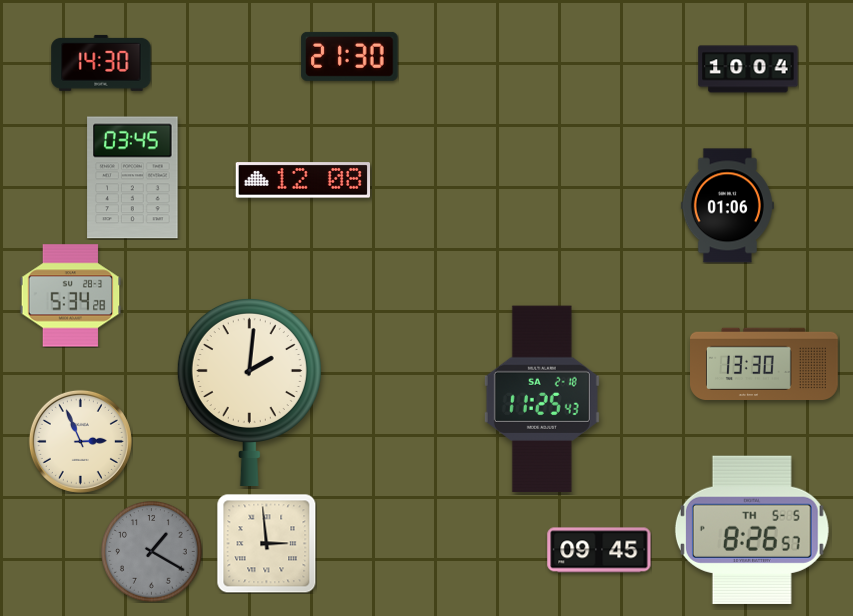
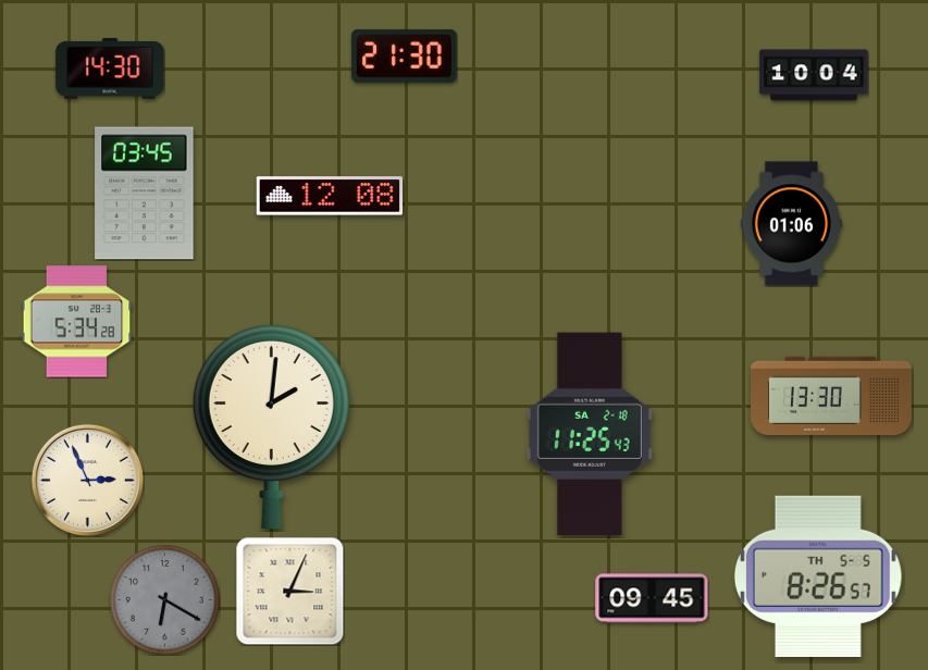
clock at (350, 56) position: (350, 56) -> (405, 55)
clock at (266, 543): 2:59 -> 3:04
clock at (152, 552): 1:20 -> 6:20
